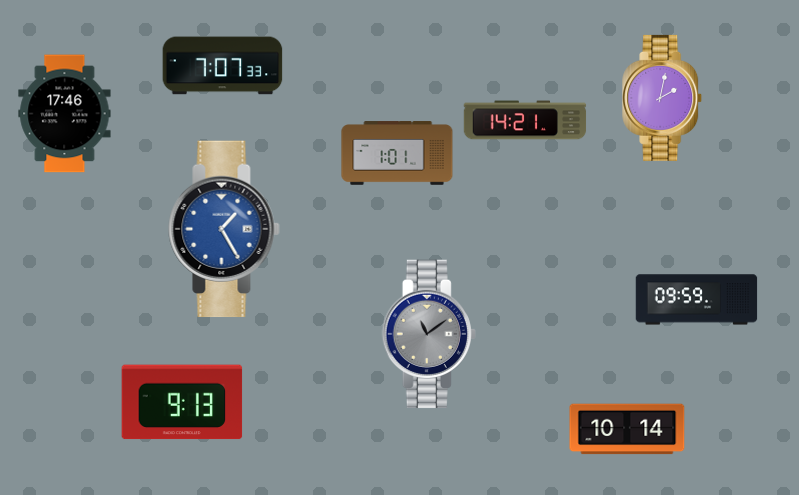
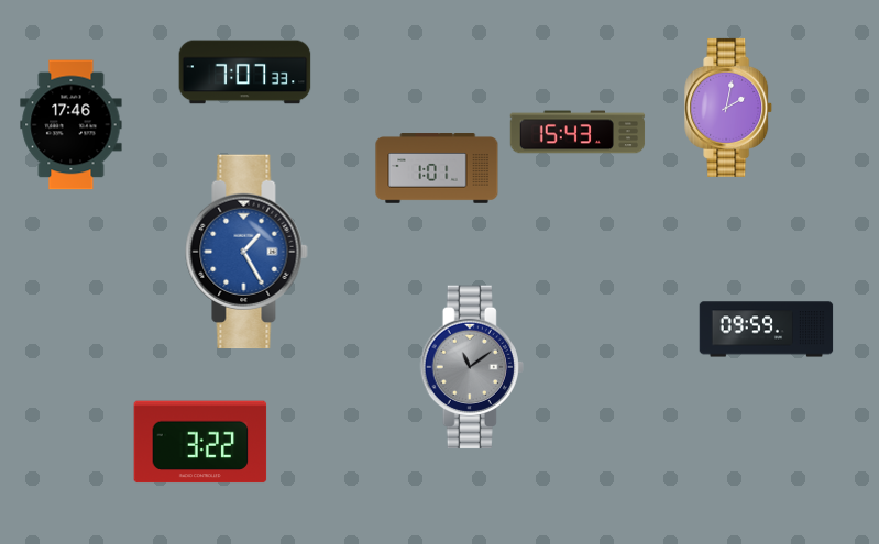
clock at (525, 120): 14:21 -> 15:43
clock at (182, 402): 9:13 -> 3:22
clock at (627, 429): 10:14 -> none
